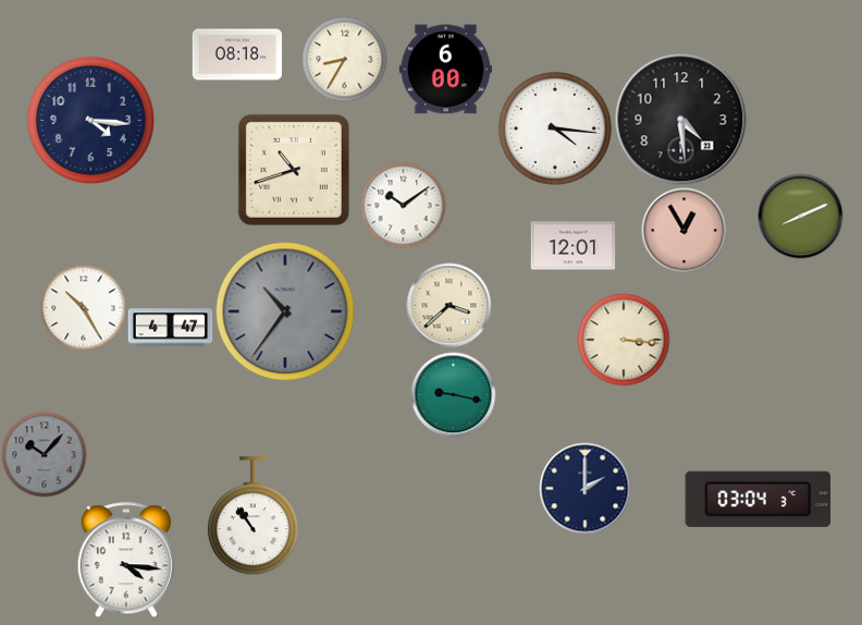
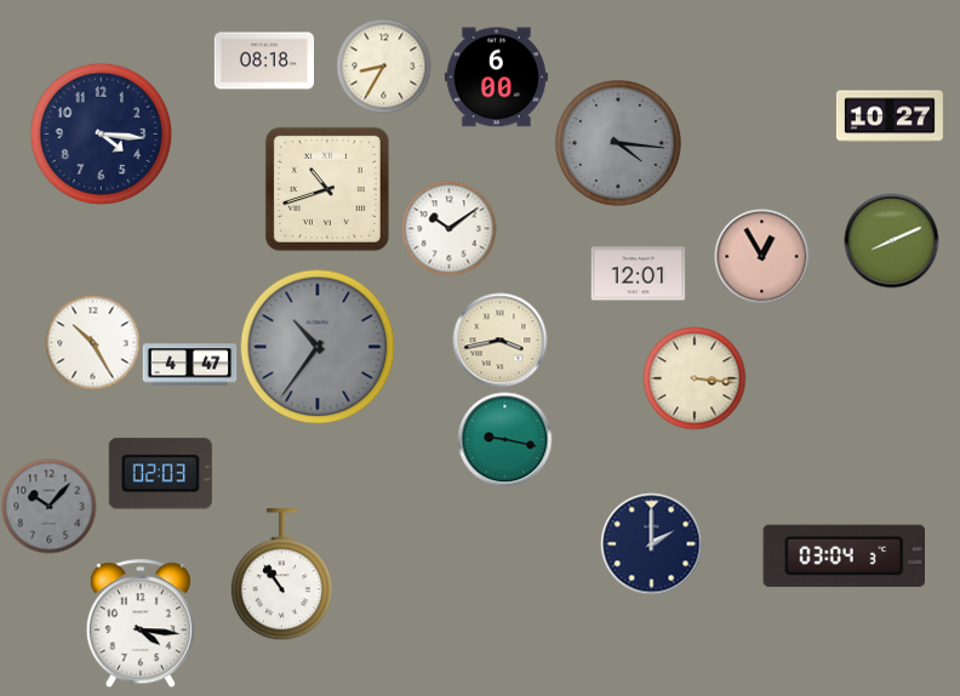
clock at (890, 116): none -> 10:27
clock at (681, 120): 4:29 -> none
clock at (555, 128) dial: white -> grey
clock at (448, 305): 3:38 -> 3:43
clock at (160, 474): none -> 02:03
